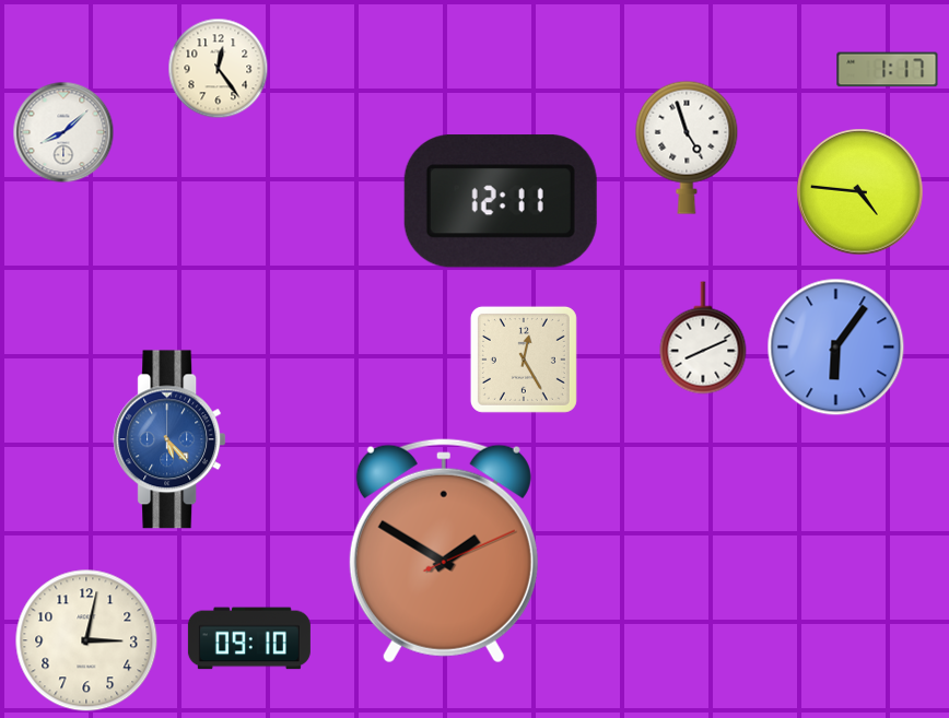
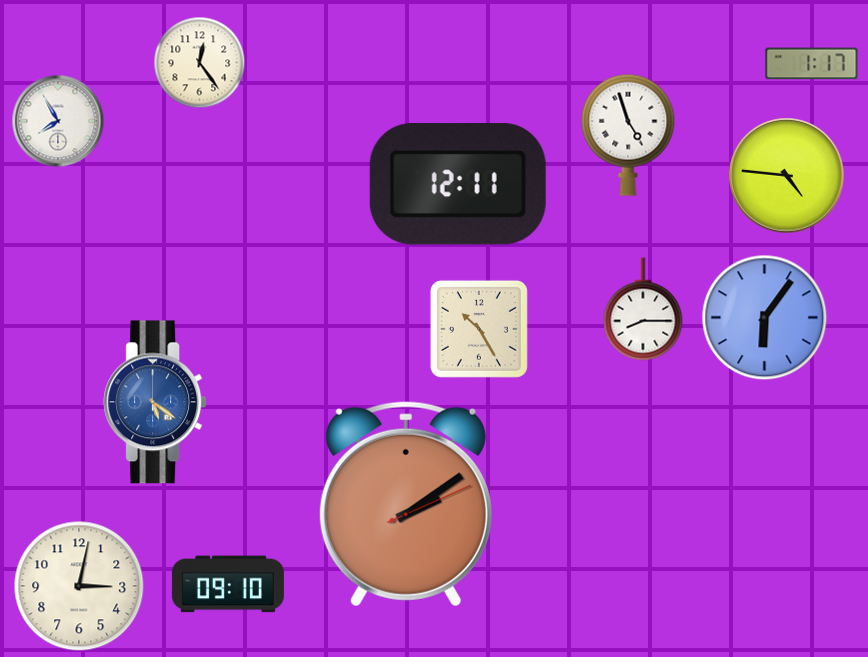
clock at (63, 132): 8:08 -> 7:55
clock at (703, 338): 8:11 -> 8:15
clock at (524, 360): 12:25 -> 10:25
clock at (169, 439): 5:23 -> 5:21
clock at (444, 551): 1:50 -> 2:09
